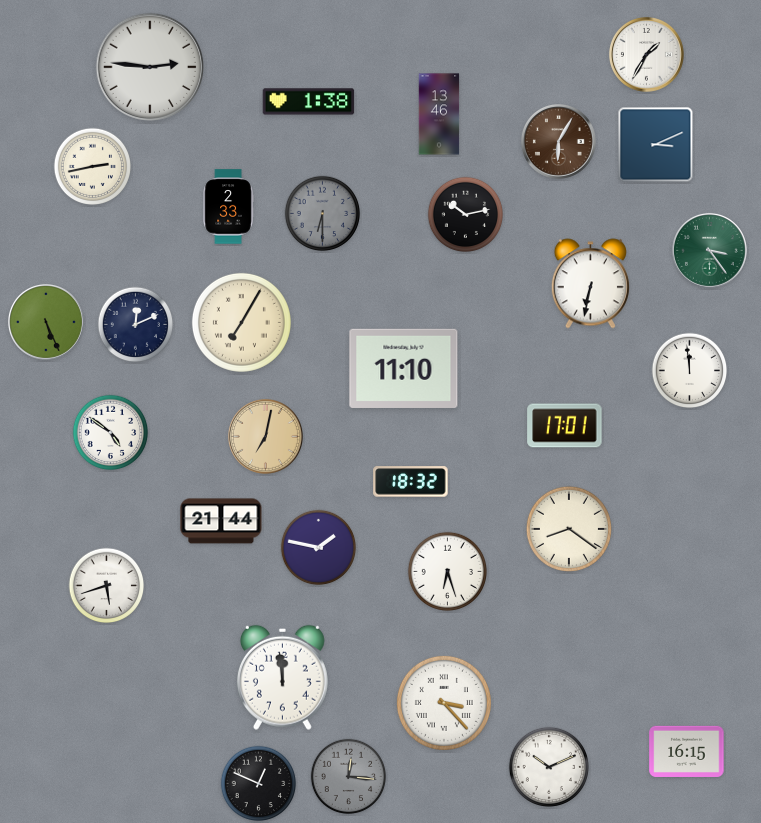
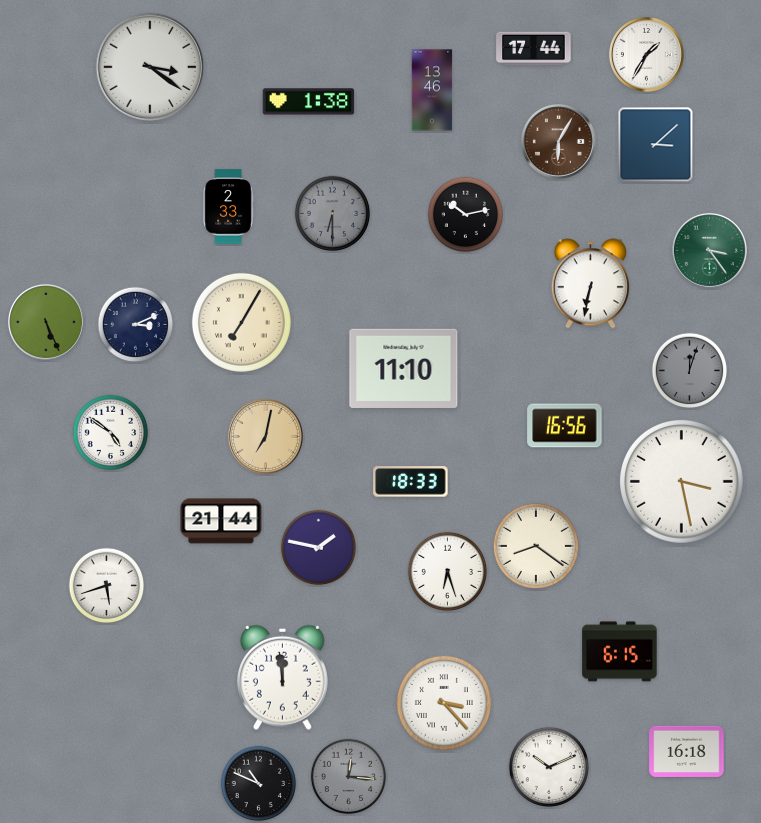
clock at (534, 49): none -> 17:44
clock at (150, 67): 2:46 -> 3:21
clock at (439, 114) position: (439, 114) -> (432, 90)
clock at (656, 145): 3:11 -> 3:08
clock at (93, 167): 2:43 -> none
clock at (323, 214) position: (323, 214) -> (333, 214)
clock at (136, 325): 12:11 -> 3:11
clock at (690, 371): 11:59 -> 12:03
clock at (690, 371) dial: white -> grey
clock at (565, 426): 17:01 -> 16:56
clock at (411, 482): 18:32 -> 18:33
clock at (682, 482): none -> 3:28
clock at (569, 529) position: (569, 529) -> (536, 546)
clock at (620, 652): none -> 6:15
clock at (687, 751): 16:15 -> 16:18
clock at (259, 784): 12:49 -> 10:49
